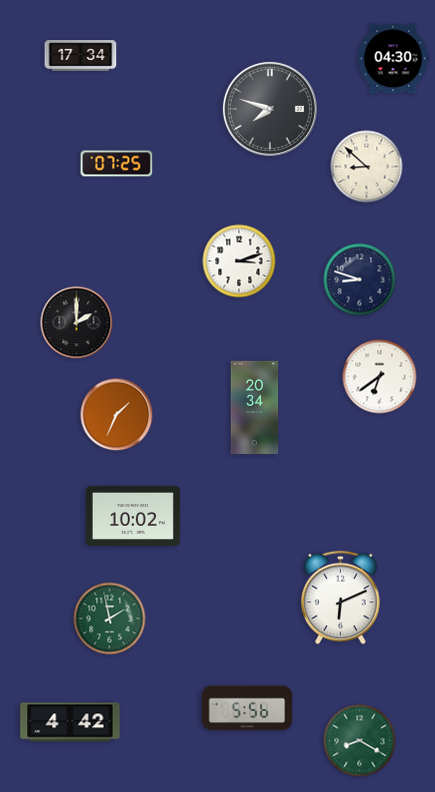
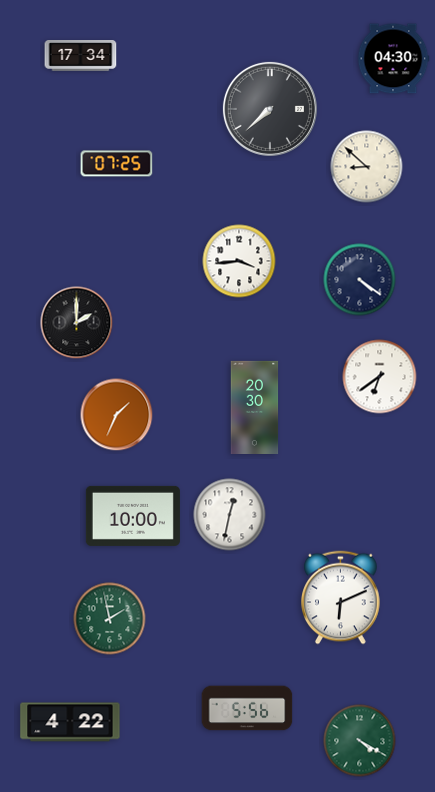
clock at (270, 109): 7:48 -> 7:38
clock at (239, 261): 3:12 -> 3:44
clock at (360, 280): 8:48 -> 4:21
clock at (255, 407): 20:34 -> 20:30
clock at (230, 515): none -> 12:32
clock at (133, 516): 10:02 -> 10:00
clock at (70, 722): 4:42 -> 4:22
clock at (360, 741): 8:20 -> 4:20
